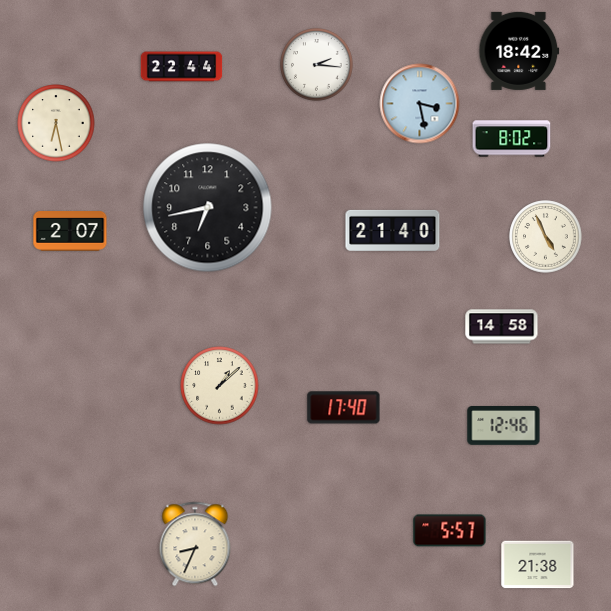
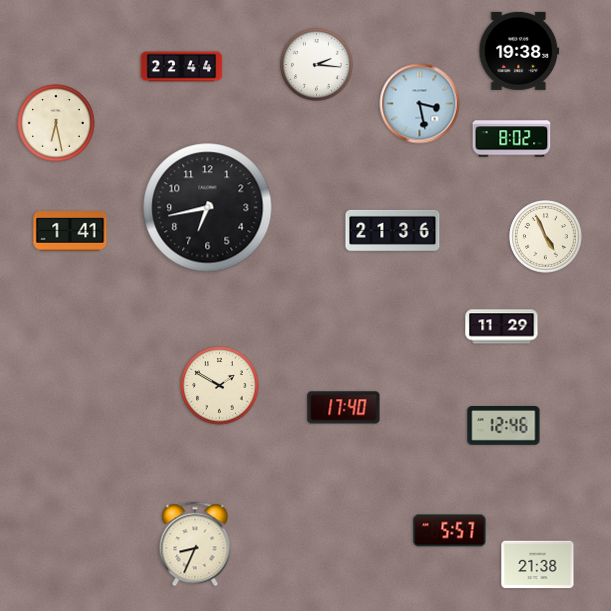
clock at (519, 51): 18:42 -> 19:38
clock at (393, 230): 21:40 -> 21:36
clock at (70, 232): 2:07 -> 1:41
clock at (502, 327): 14:58 -> 11:29
clock at (220, 386): 1:08 -> 1:50
